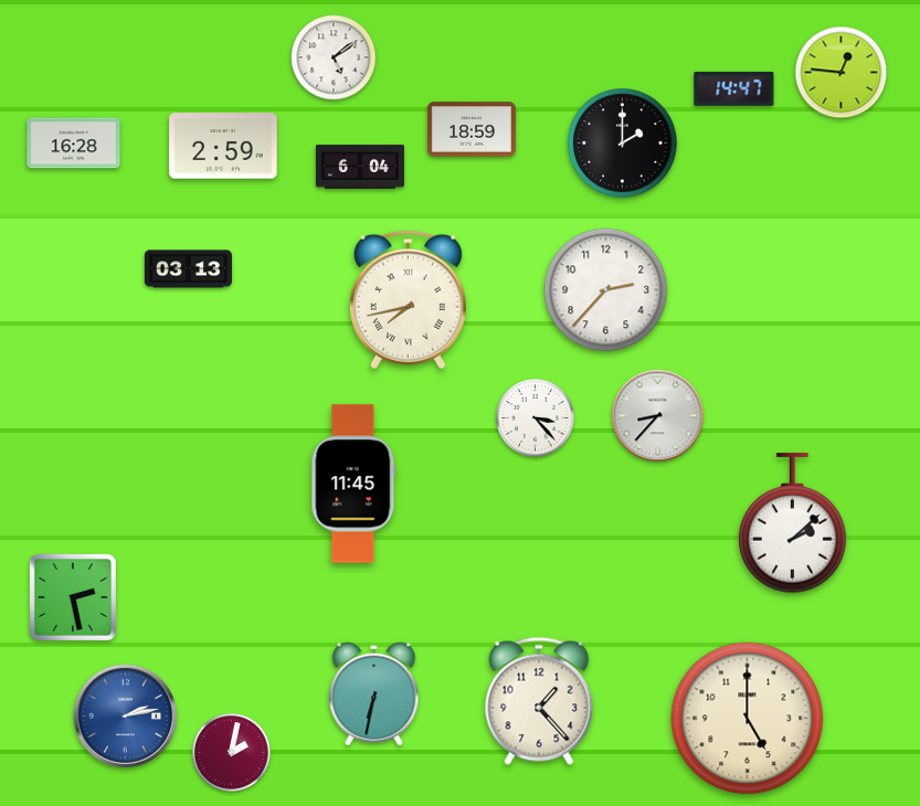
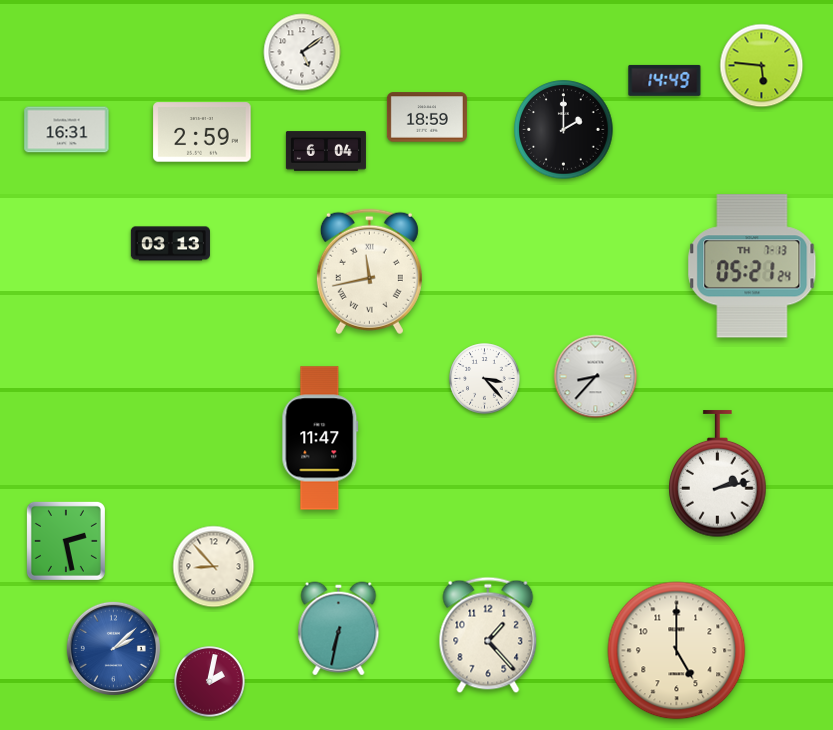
clock at (842, 73): 12:46 -> 5:46
clock at (734, 88): 14:47 -> 14:49
clock at (74, 144): 16:28 -> 16:31
clock at (606, 290): 2:37 -> none
clock at (752, 266): none -> 05:21
clock at (408, 300): 7:43 -> 11:43
clock at (353, 484): 11:45 -> 11:47
clock at (793, 523): 2:08 -> 2:13
clock at (214, 567): none -> 8:53
clock at (125, 715): 2:13 -> 2:08
